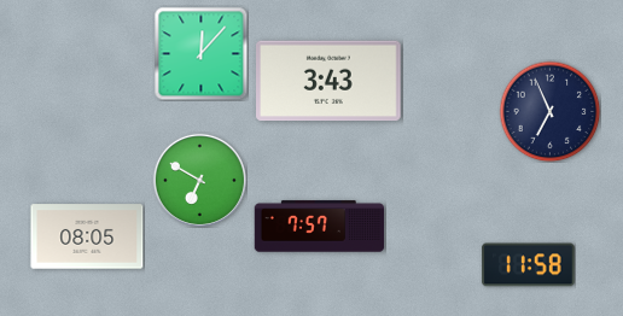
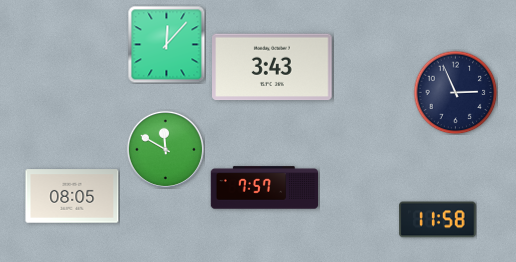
clock at (549, 111): 6:56 -> 2:56
clock at (199, 180): 6:50 -> 11:50
